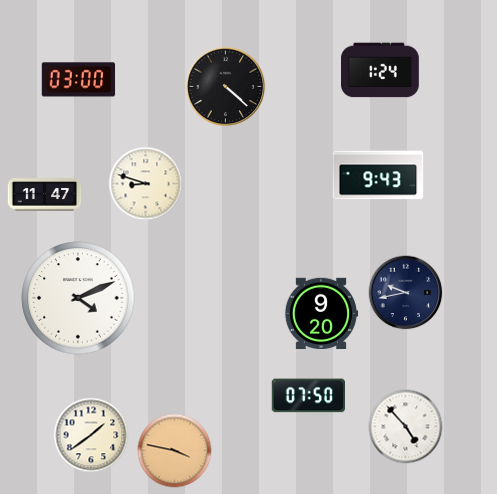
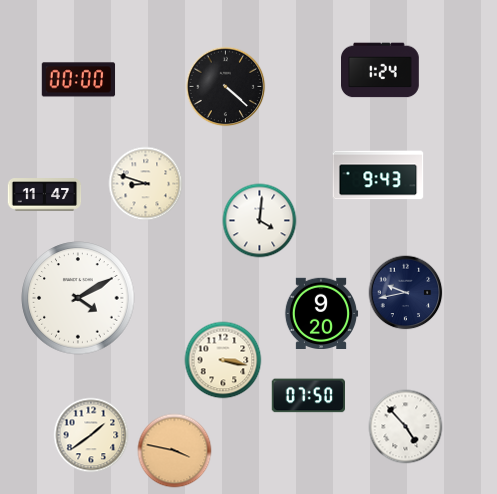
clock at (79, 80): 03:00 -> 00:00
clock at (260, 221): none -> 4:01
clock at (78, 298): 4:11 -> 4:10
clock at (223, 360): none -> 3:17
